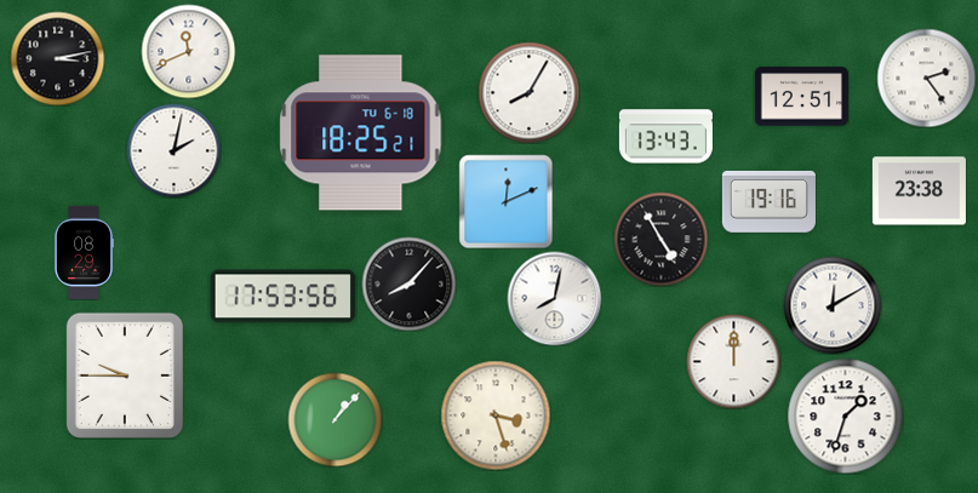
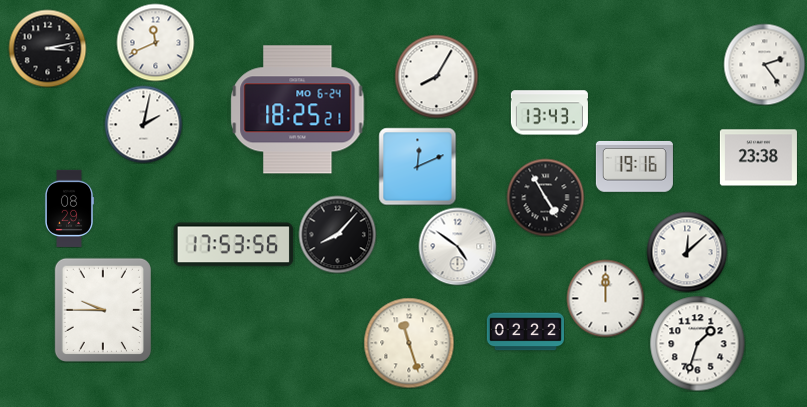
clock at (801, 97): 12:51 -> none
clock at (361, 133) date: TU 6-18 -> MO 6-24
clock at (554, 298): 8:02 -> 4:51
clock at (833, 305): 12:10 -> 12:08
clock at (525, 332): none -> 02:22
clock at (496, 415): 3:27 -> 11:27
clock at (334, 419): 1:07 -> none
